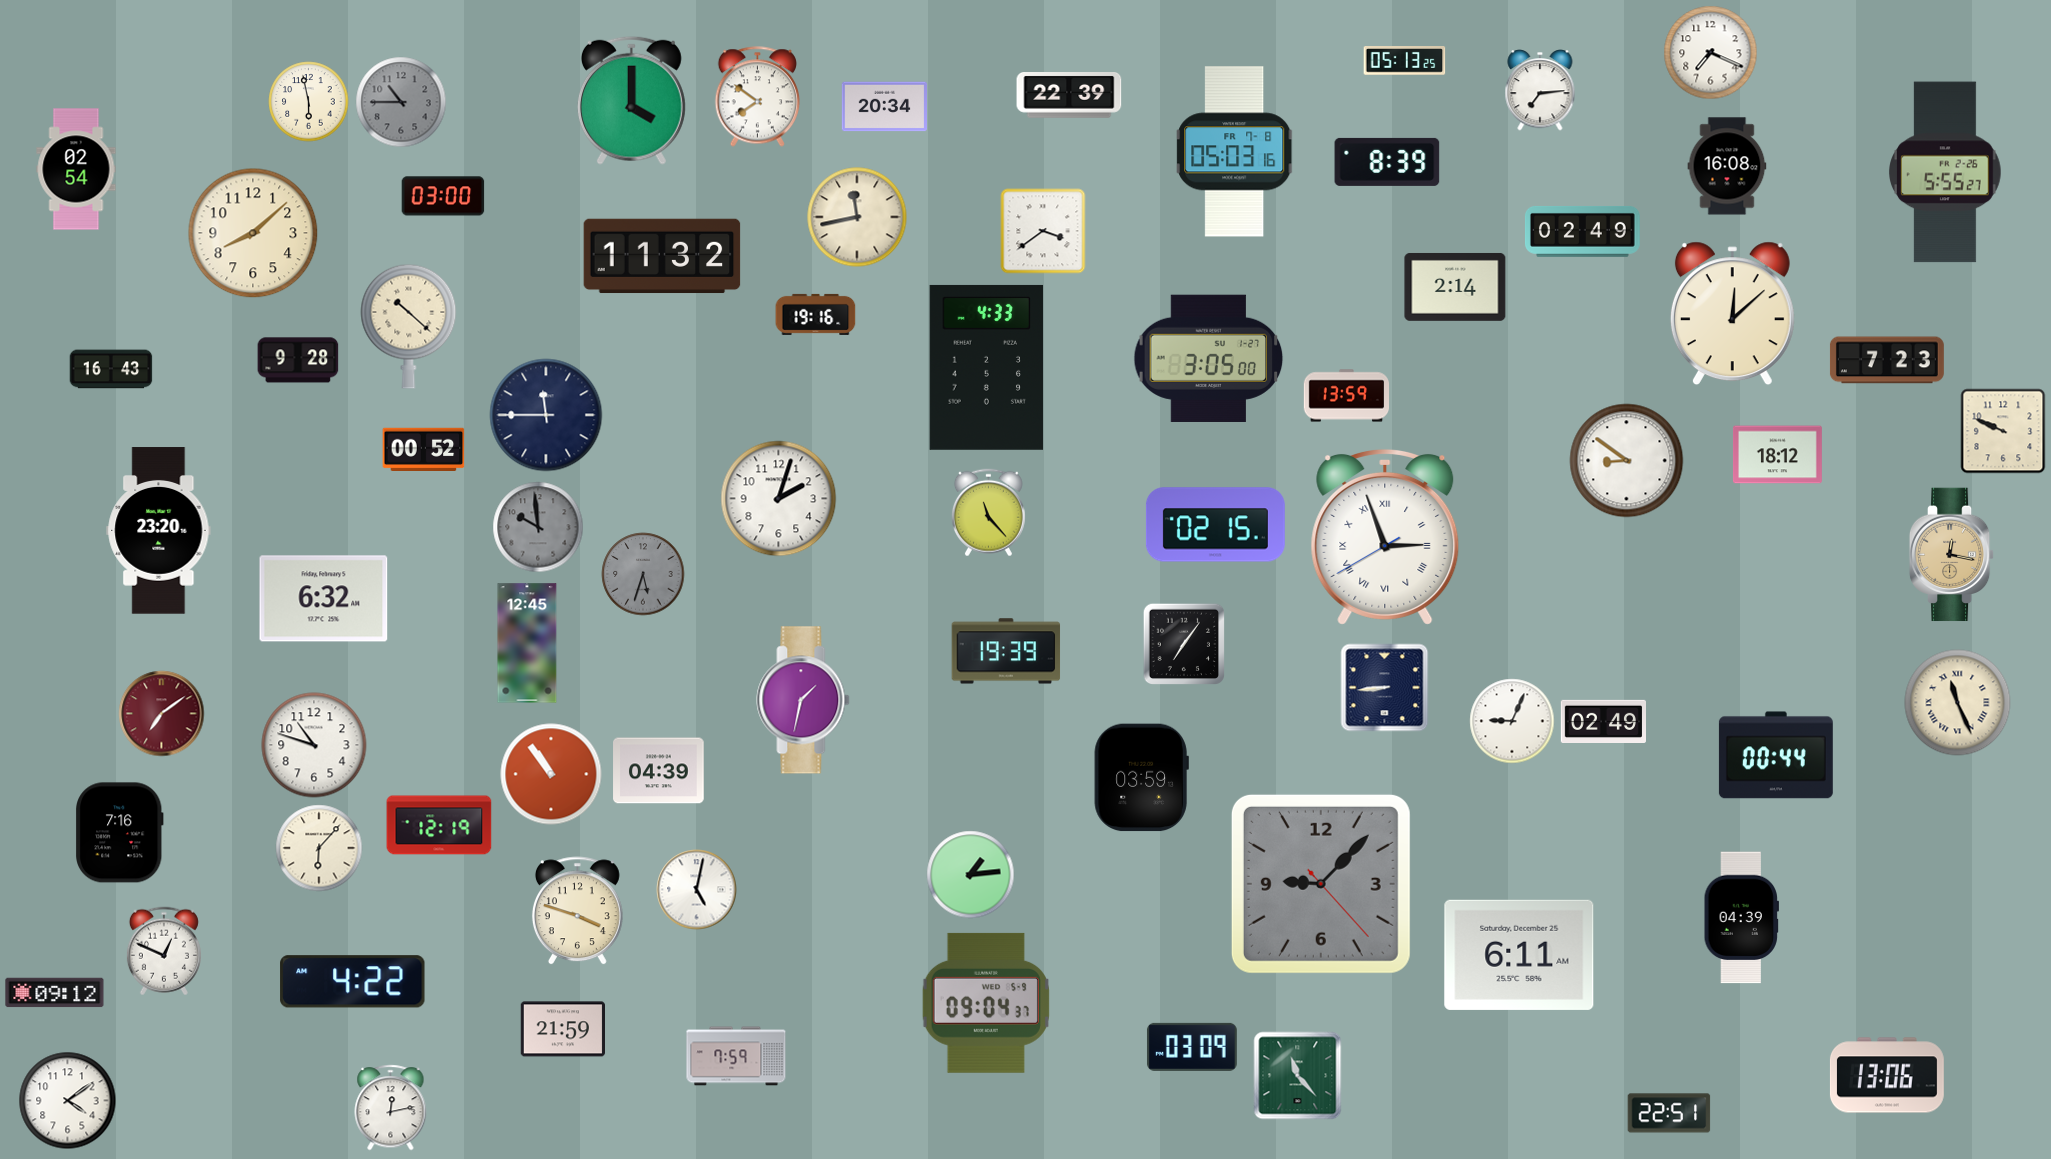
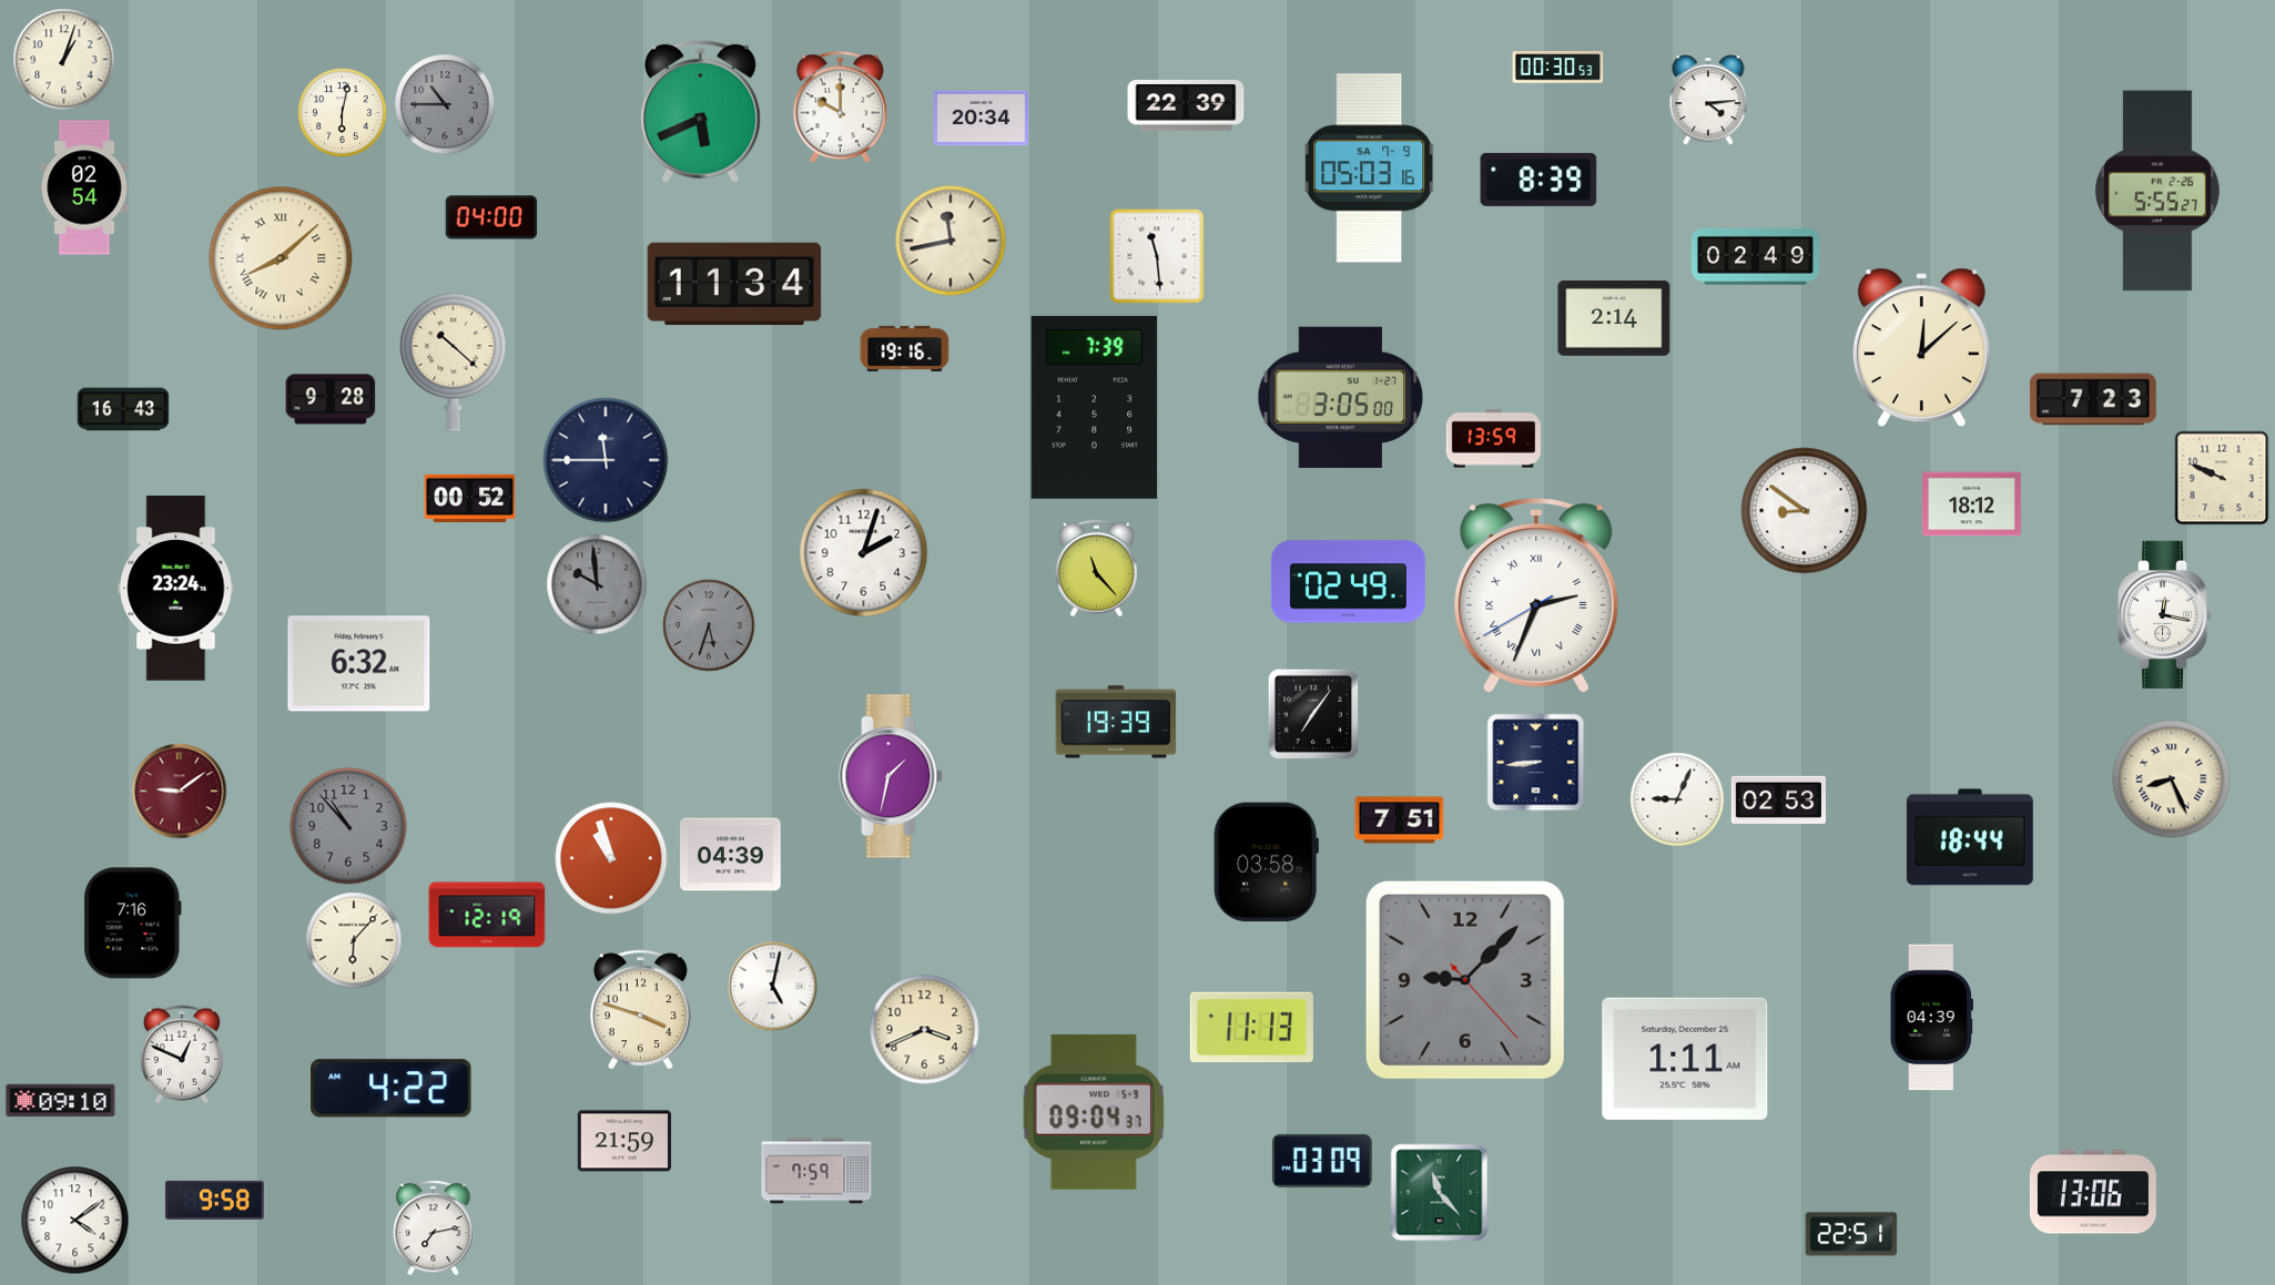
clock at (1711, 53): 7:19 -> none
clock at (64, 60): none -> 1:03
clock at (1405, 61): 05:13 -> 00:30
clock at (1540, 90): 7:14 -> 4:14
clock at (757, 97): 7:51 -> 10:00
clock at (631, 100): 4:00 -> 5:41
clock at (309, 102): 5:58 -> 6:02
clock at (401, 102) position: (401, 102) -> (445, 104)
clock at (1235, 152) date: FR 7-8 -> SA 7-9
clock at (1727, 166): 16:08 -> none
clock at (443, 196): 03:00 -> 04:00
clock at (1043, 231): 3:39 -> 11:29
clock at (253, 233) numerals: Arabic -> Roman
clock at (662, 256): 11:32 -> 11:34
clock at (987, 367): 4:33 -> 7:39
clock at (1215, 525): 02:15 -> 02:49
clock at (159, 531): 23:20 -> 23:24
clock at (1385, 537): 2:56 -> 2:33
clock at (1952, 555) dial: champagne -> white
clock at (643, 574) position: (643, 574) -> (709, 625)
clock at (527, 643): 12:45 -> none
clock at (1958, 703): 11:26 -> 8:26
clock at (162, 714): 7:09 -> 9:09
clock at (1603, 721): 02:49 -> 02:53
clock at (1400, 820): none -> 7:51
clock at (314, 745): 10:48 -> 10:53
clock at (314, 745) dial: white -> grey
clock at (1776, 755): 00:44 -> 18:44
clock at (551, 774): 10:54 -> 10:57
clock at (1141, 778): 03:59 -> 03:58
clock at (971, 875): 1:14 -> none
clock at (1251, 1028): none -> 11:13
clock at (925, 1030): none -> 3:41
clock at (1519, 955): 6:11 -> 1:11
clock at (55, 993): 09:12 -> 09:10
clock at (214, 1200): none -> 9:58
clock at (391, 1108): 12:13 -> 7:13
